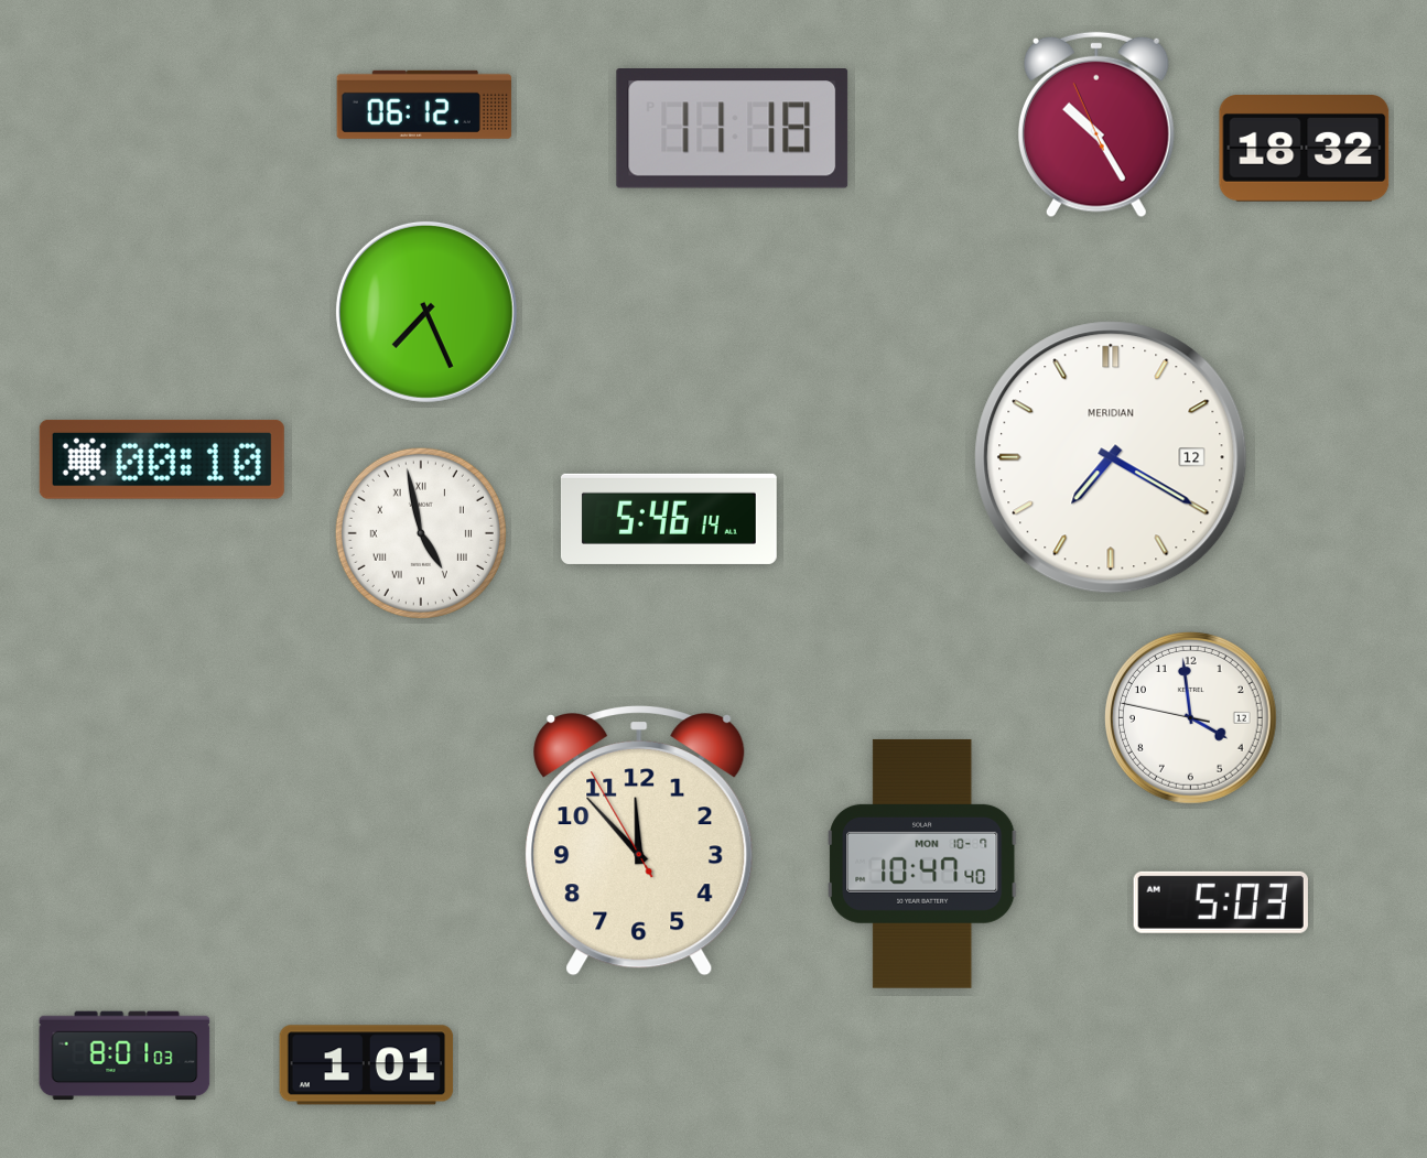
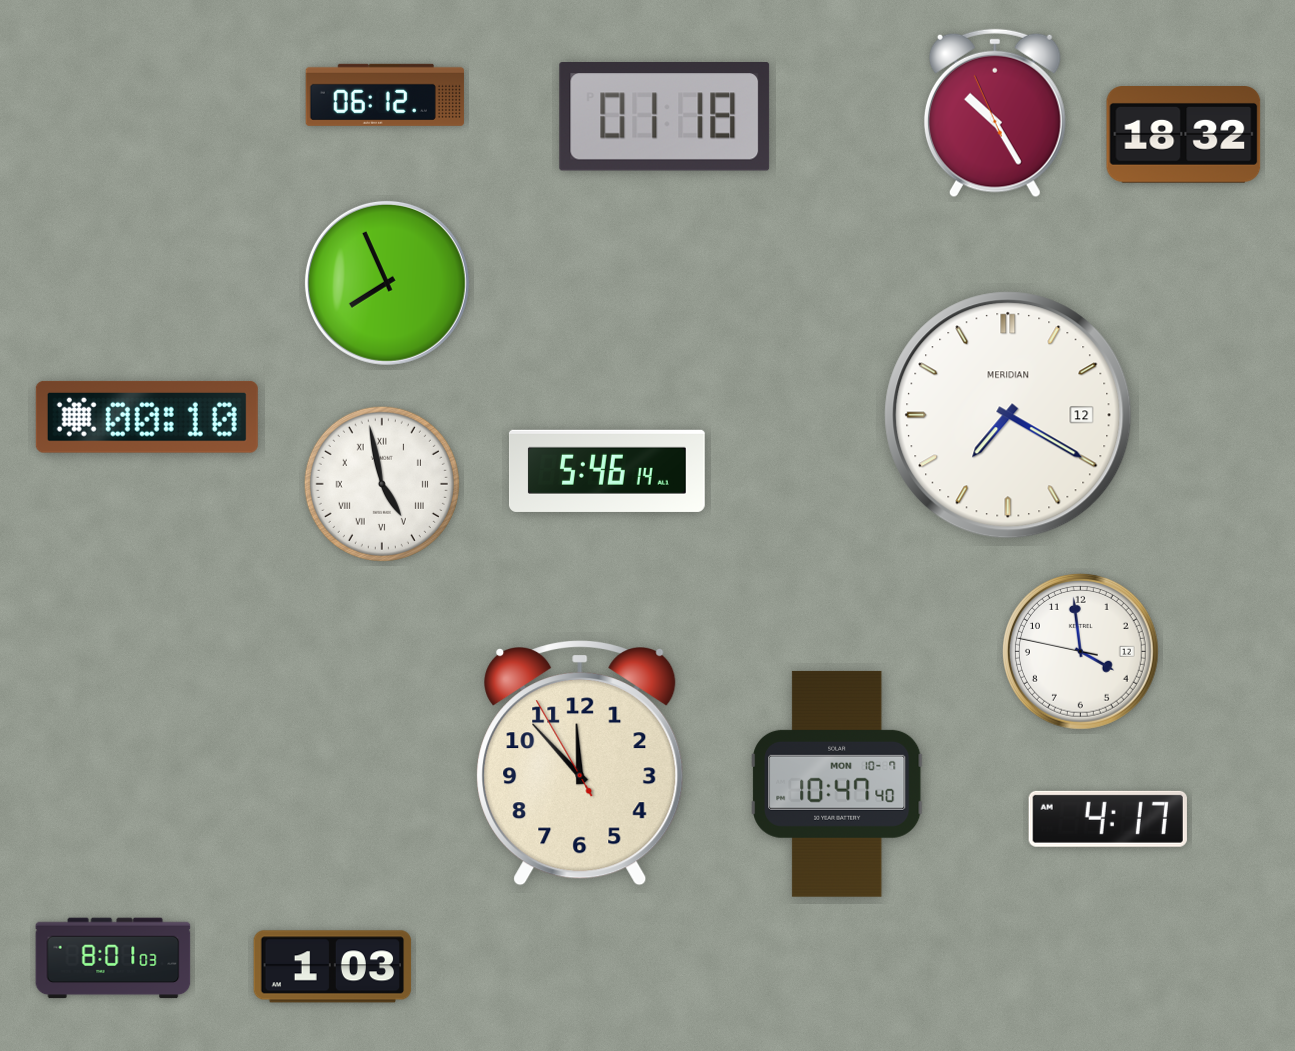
clock at (733, 129): 11:18 -> 01:18
clock at (426, 312): 7:26 -> 7:56
clock at (1221, 902): 5:03 -> 4:17
clock at (367, 1065): 1:01 -> 1:03
